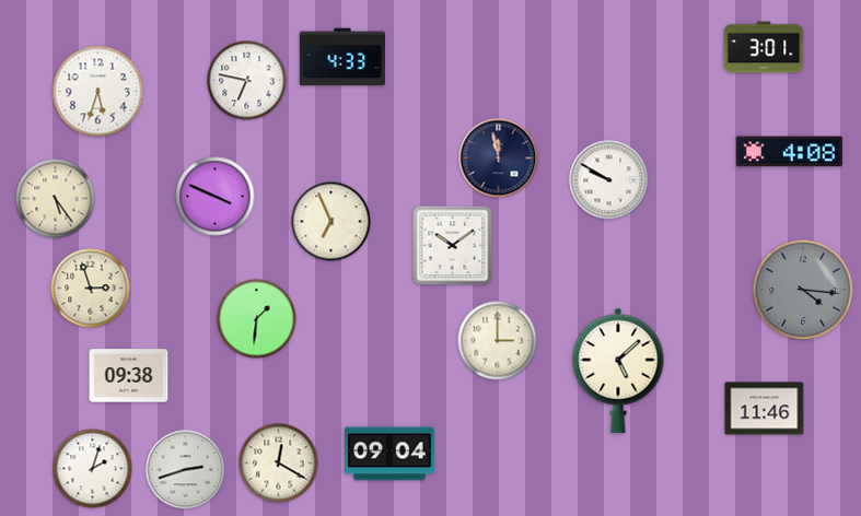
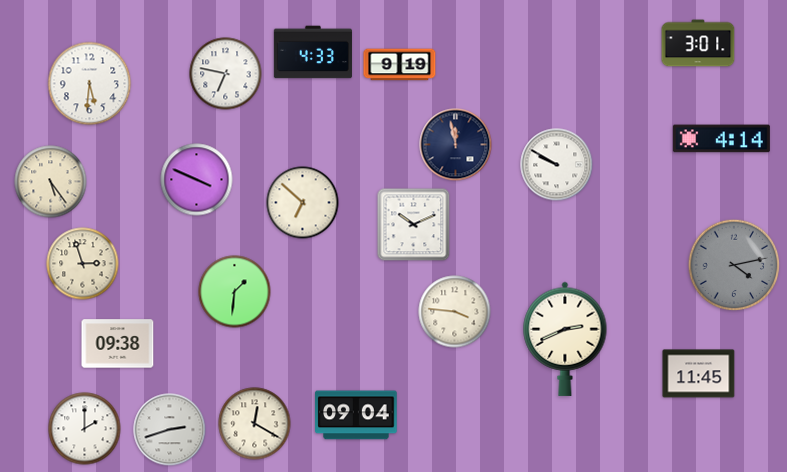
clock at (400, 65): none -> 9:19
clock at (98, 92): 5:33 -> 5:31
clock at (789, 152): 4:08 -> 4:14
clock at (331, 222): 6:56 -> 6:52
clock at (453, 246): 10:09 -> 10:11
clock at (803, 290): 4:16 -> 4:13
clock at (498, 341): 3:00 -> 3:46
clock at (618, 371): 5:08 -> 2:41
clock at (765, 409): 11:46 -> 11:45
clock at (93, 469): 2:03 -> 2:00
